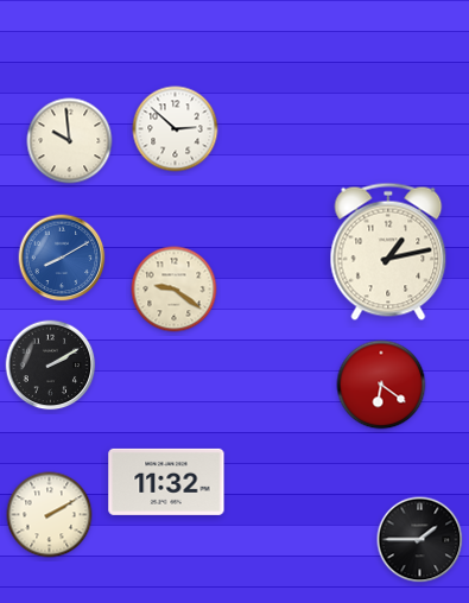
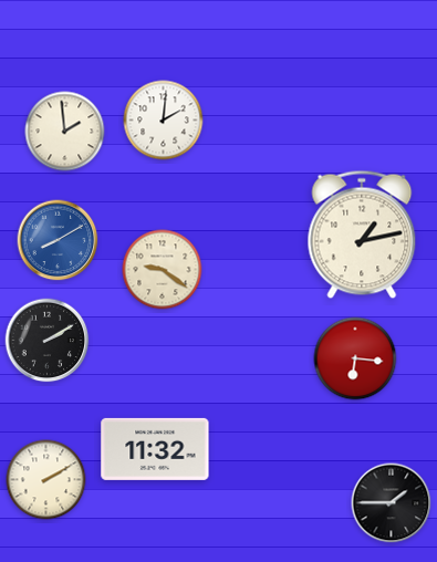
clock at (176, 129): 2:52 -> 2:01
clock at (70, 141): 9:59 -> 1:59
clock at (381, 385): 6:21 -> 6:16
